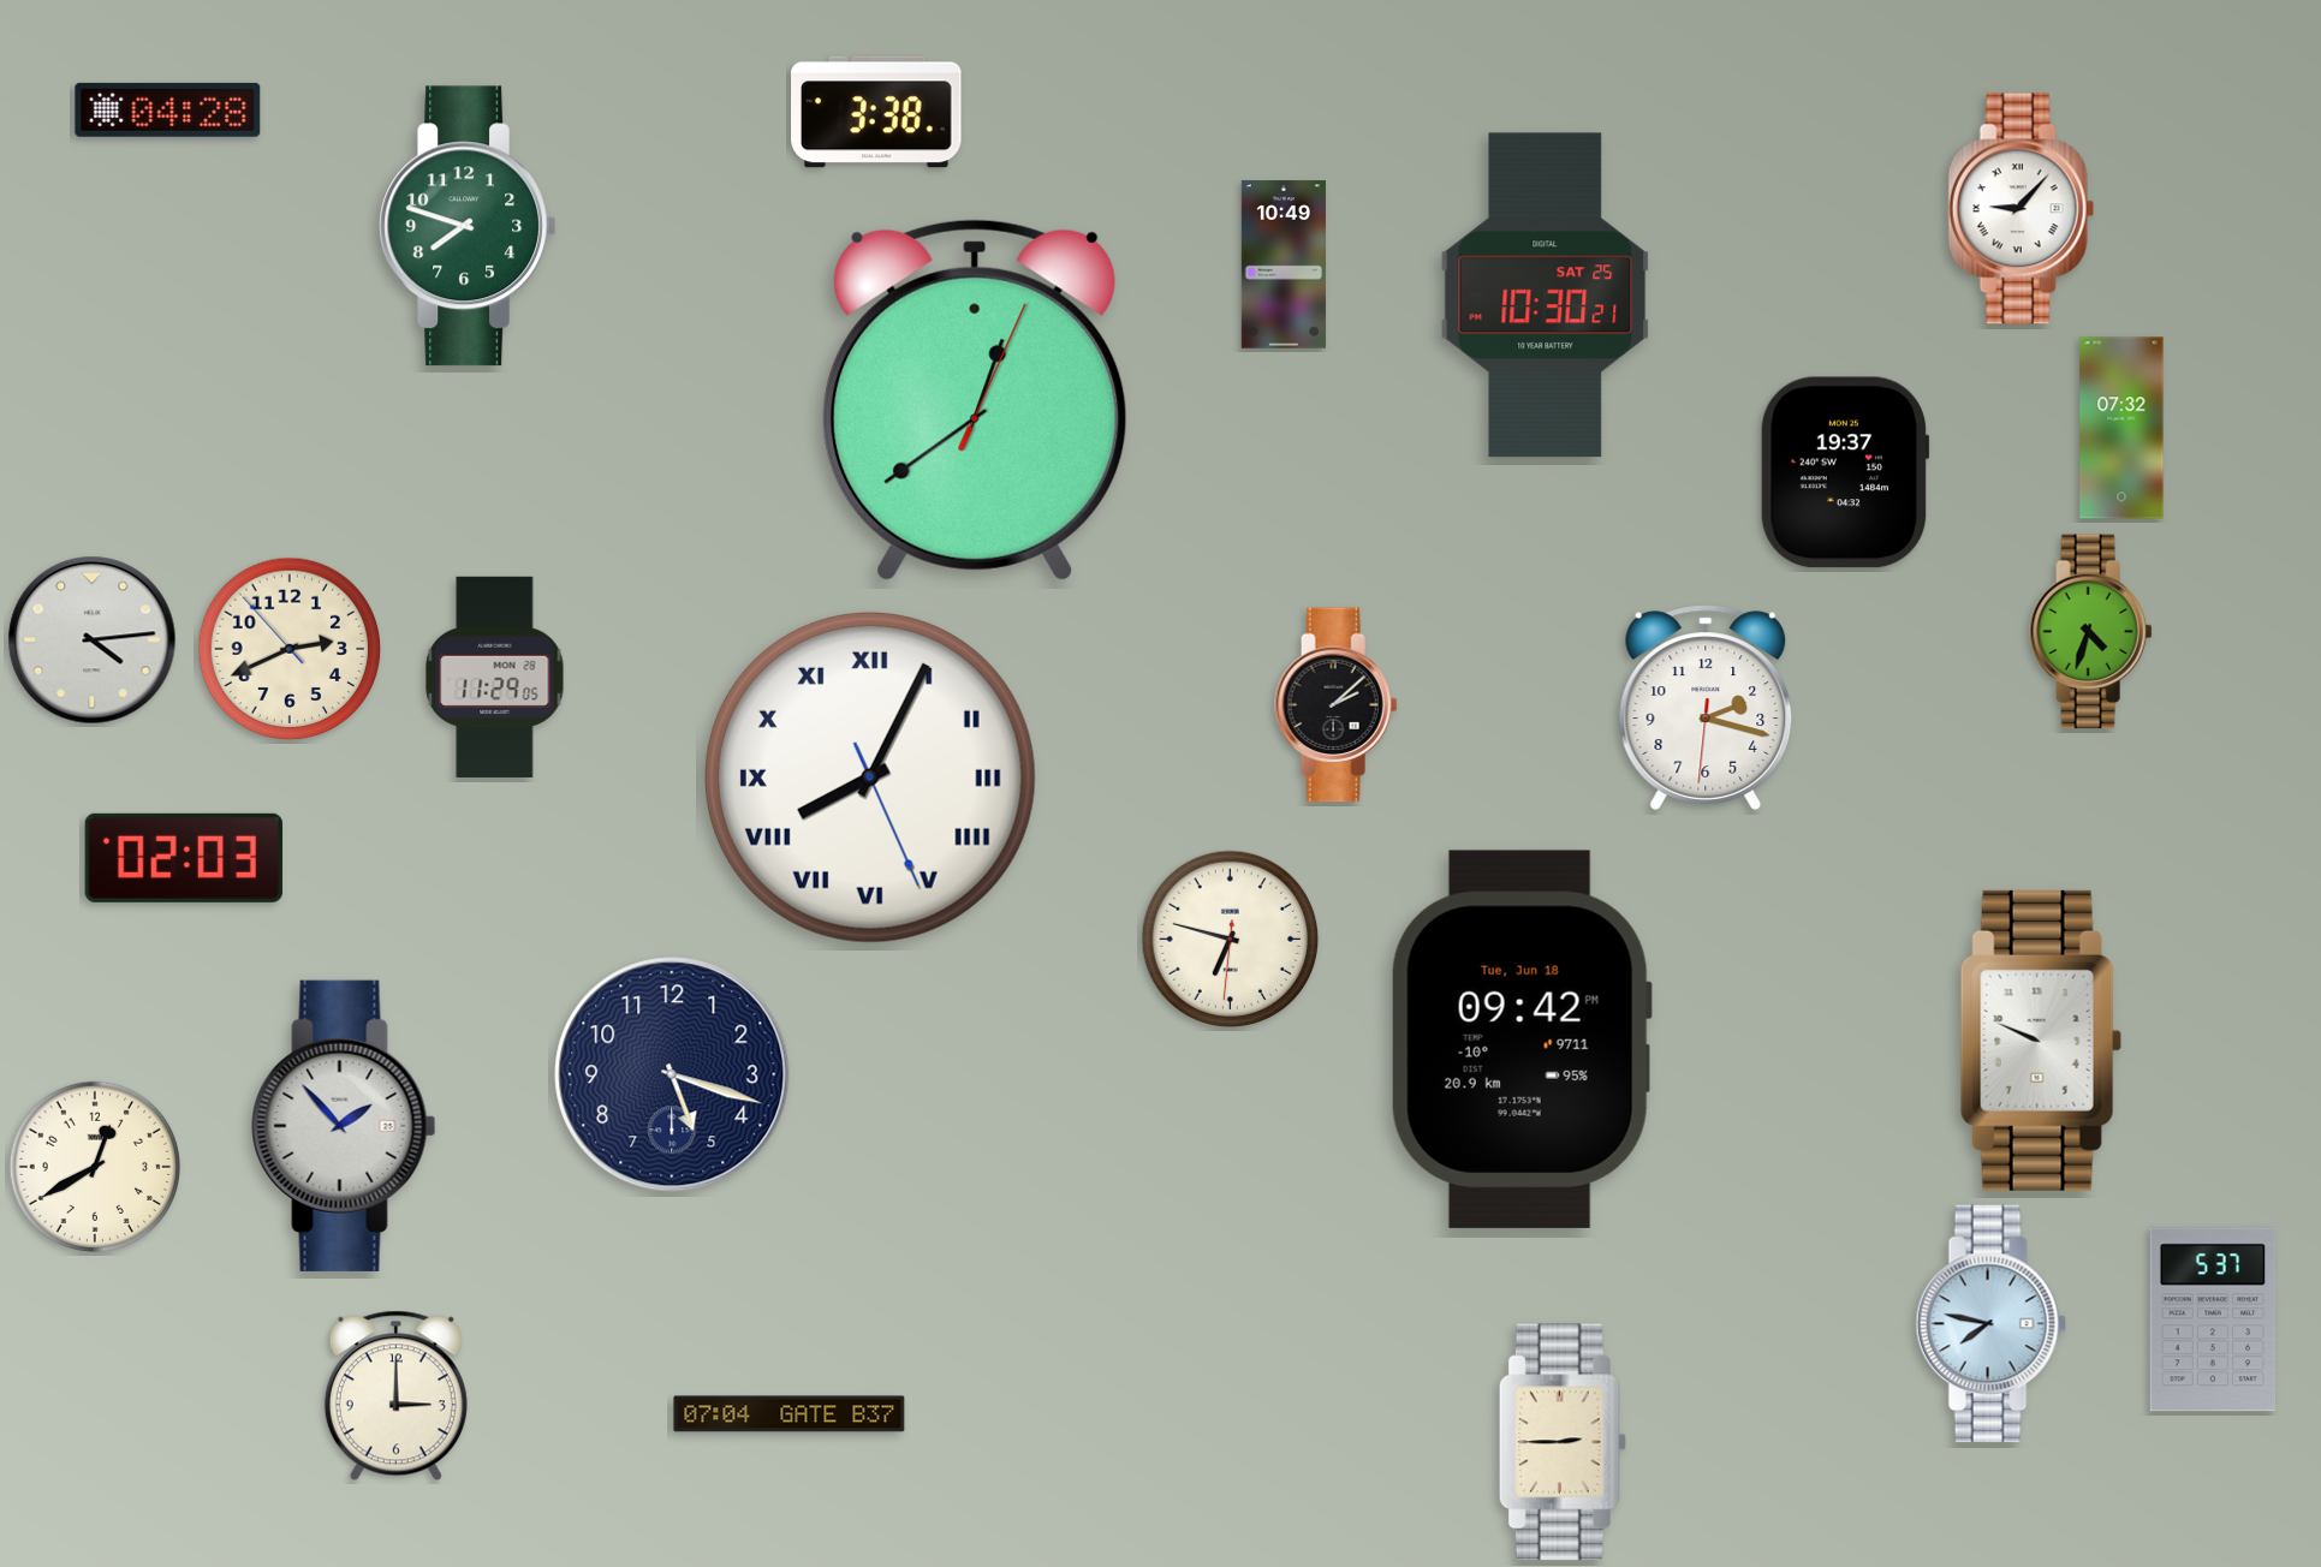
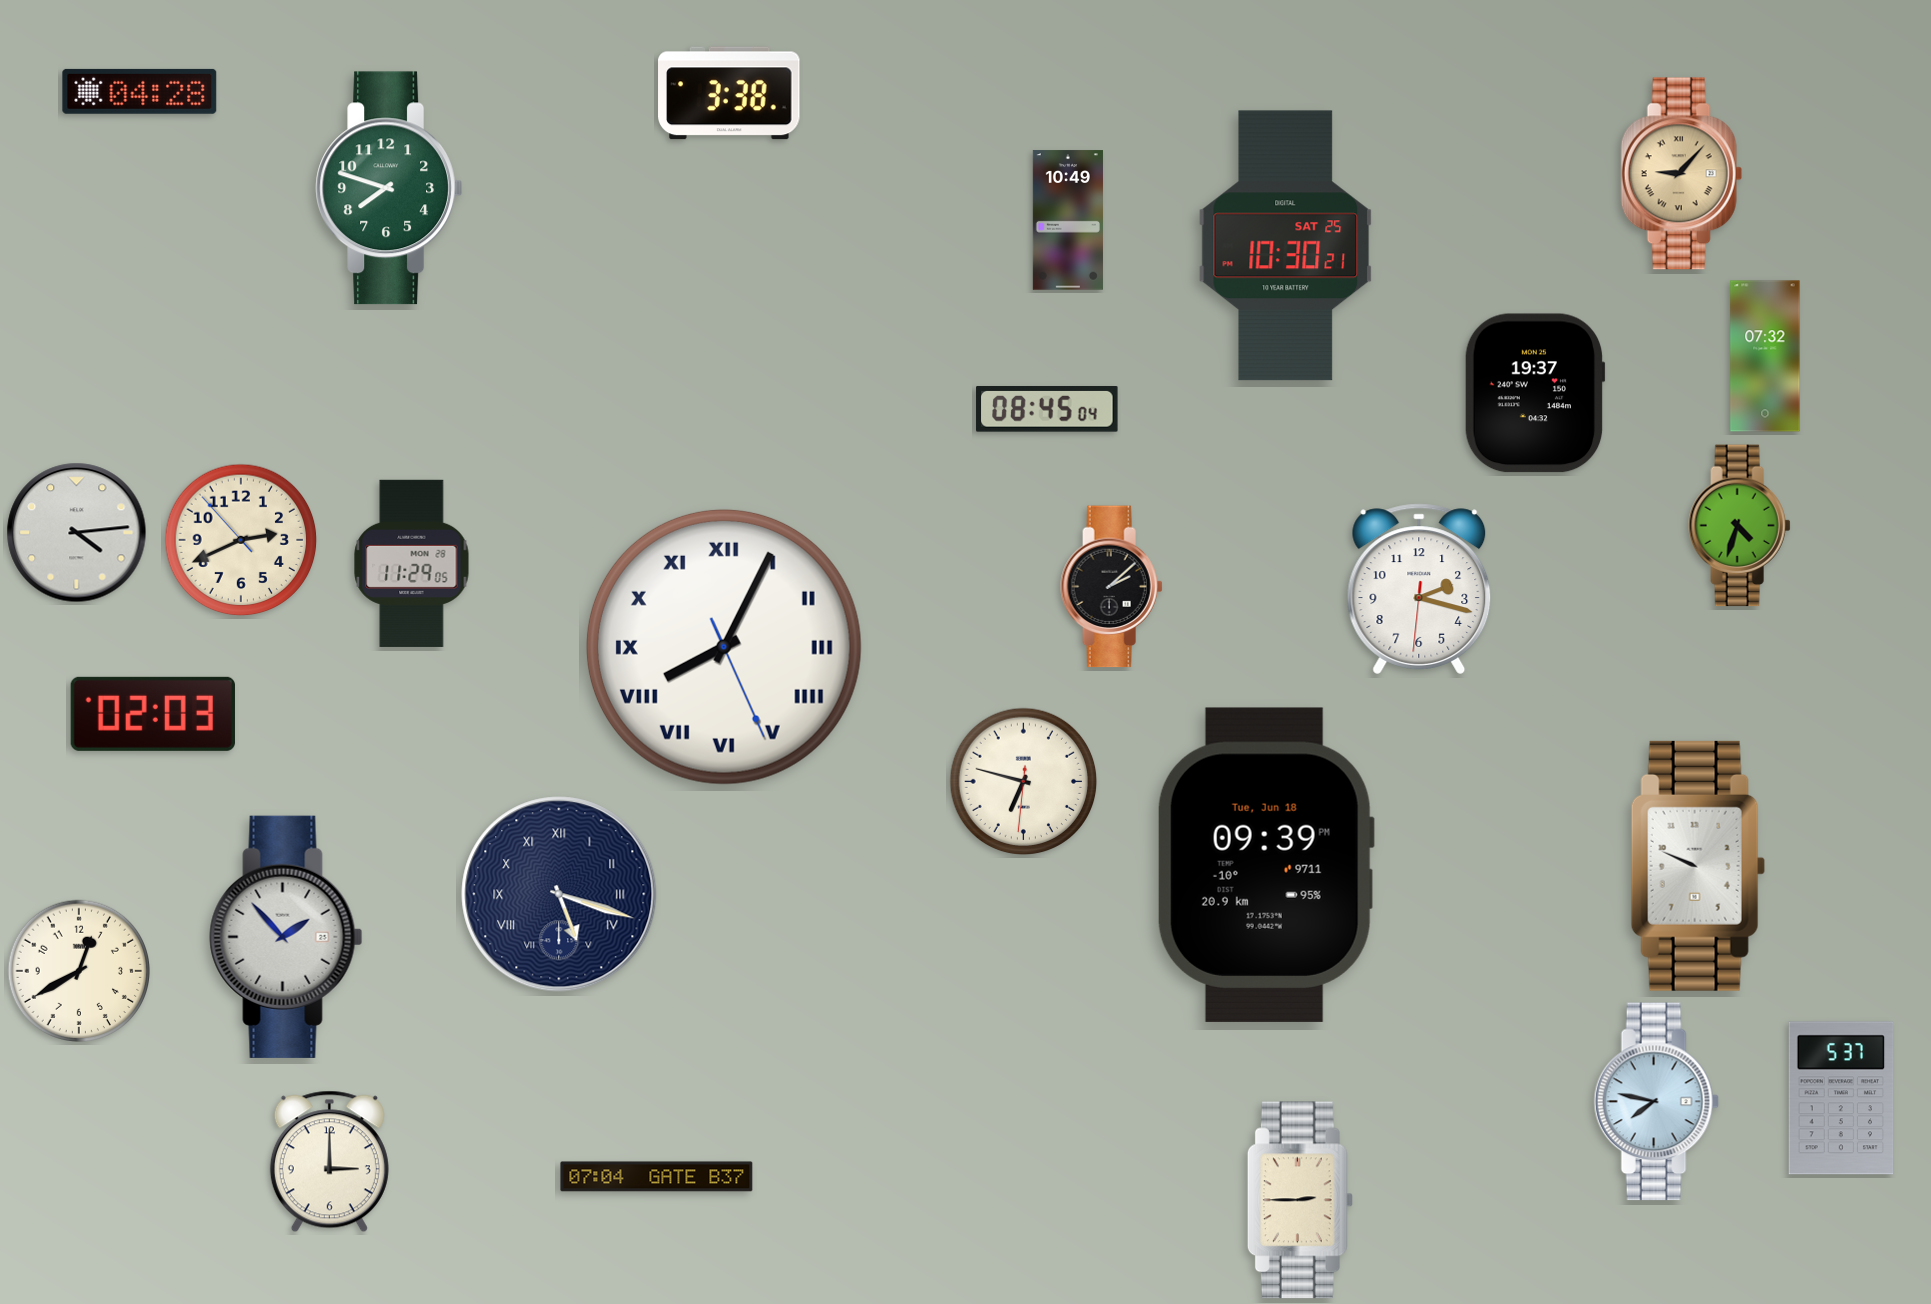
clock at (2021, 209) dial: white -> champagne
clock at (975, 400): 12:39 -> none
clock at (1047, 410): none -> 08:45
clock at (1522, 1039): 09:42 -> 09:39
clock at (672, 1074) numerals: Arabic -> Roman
